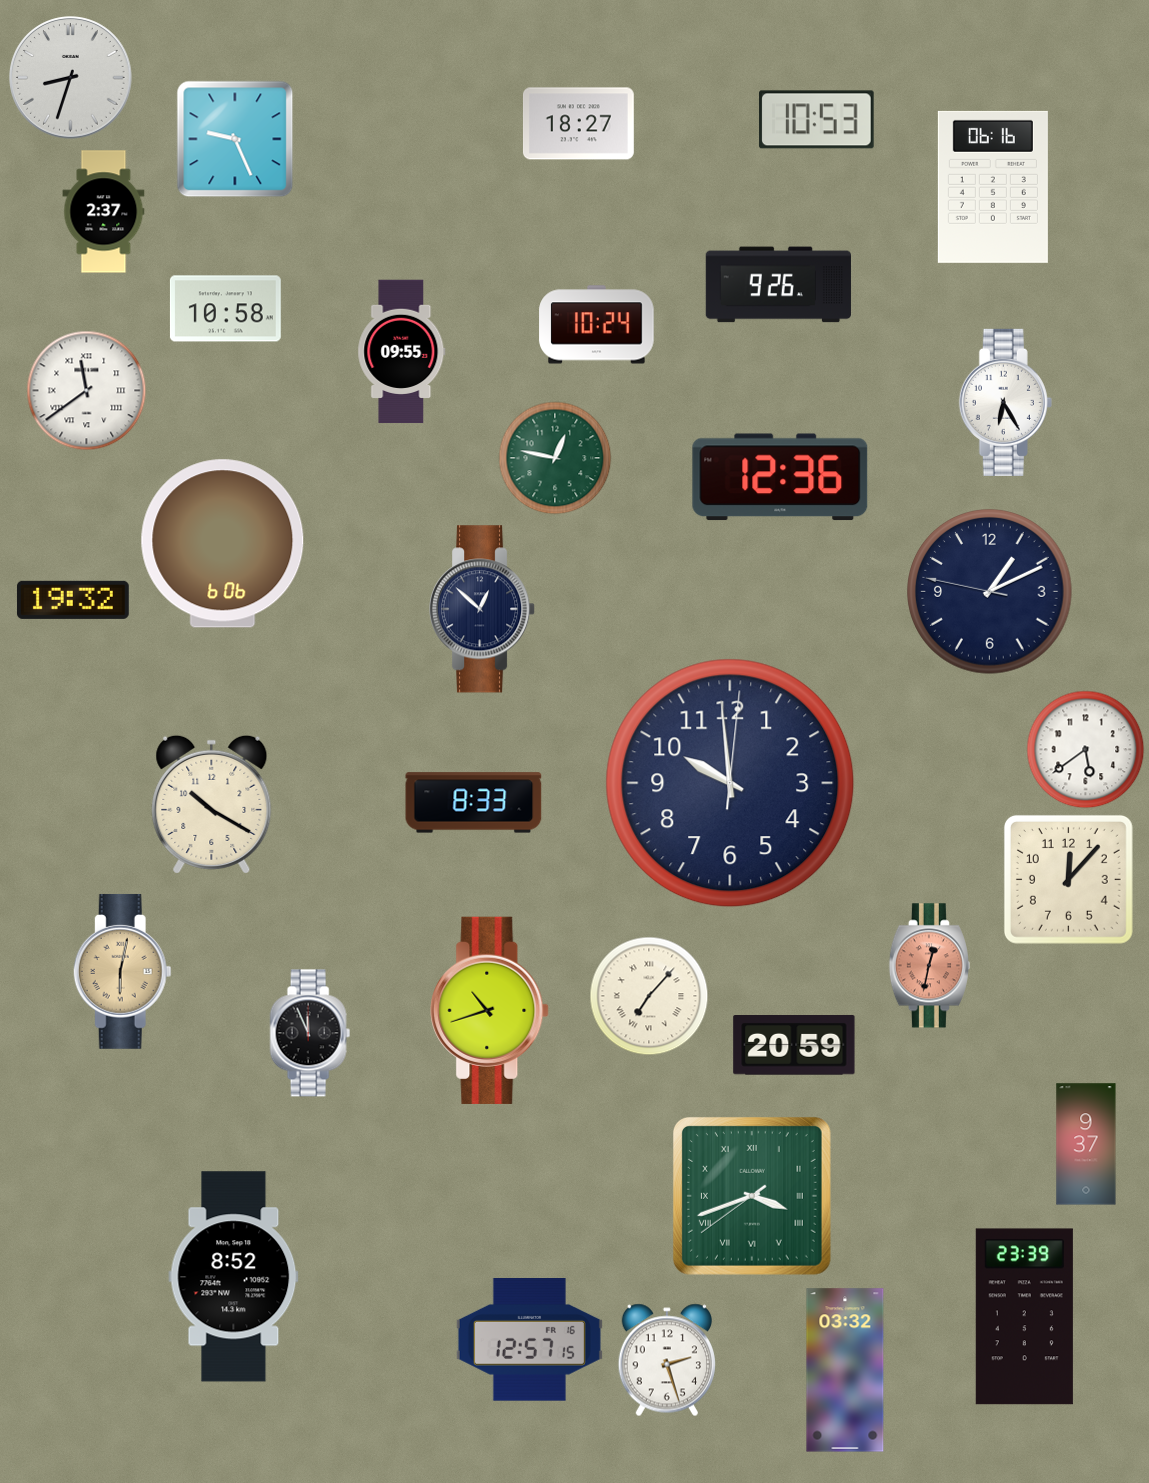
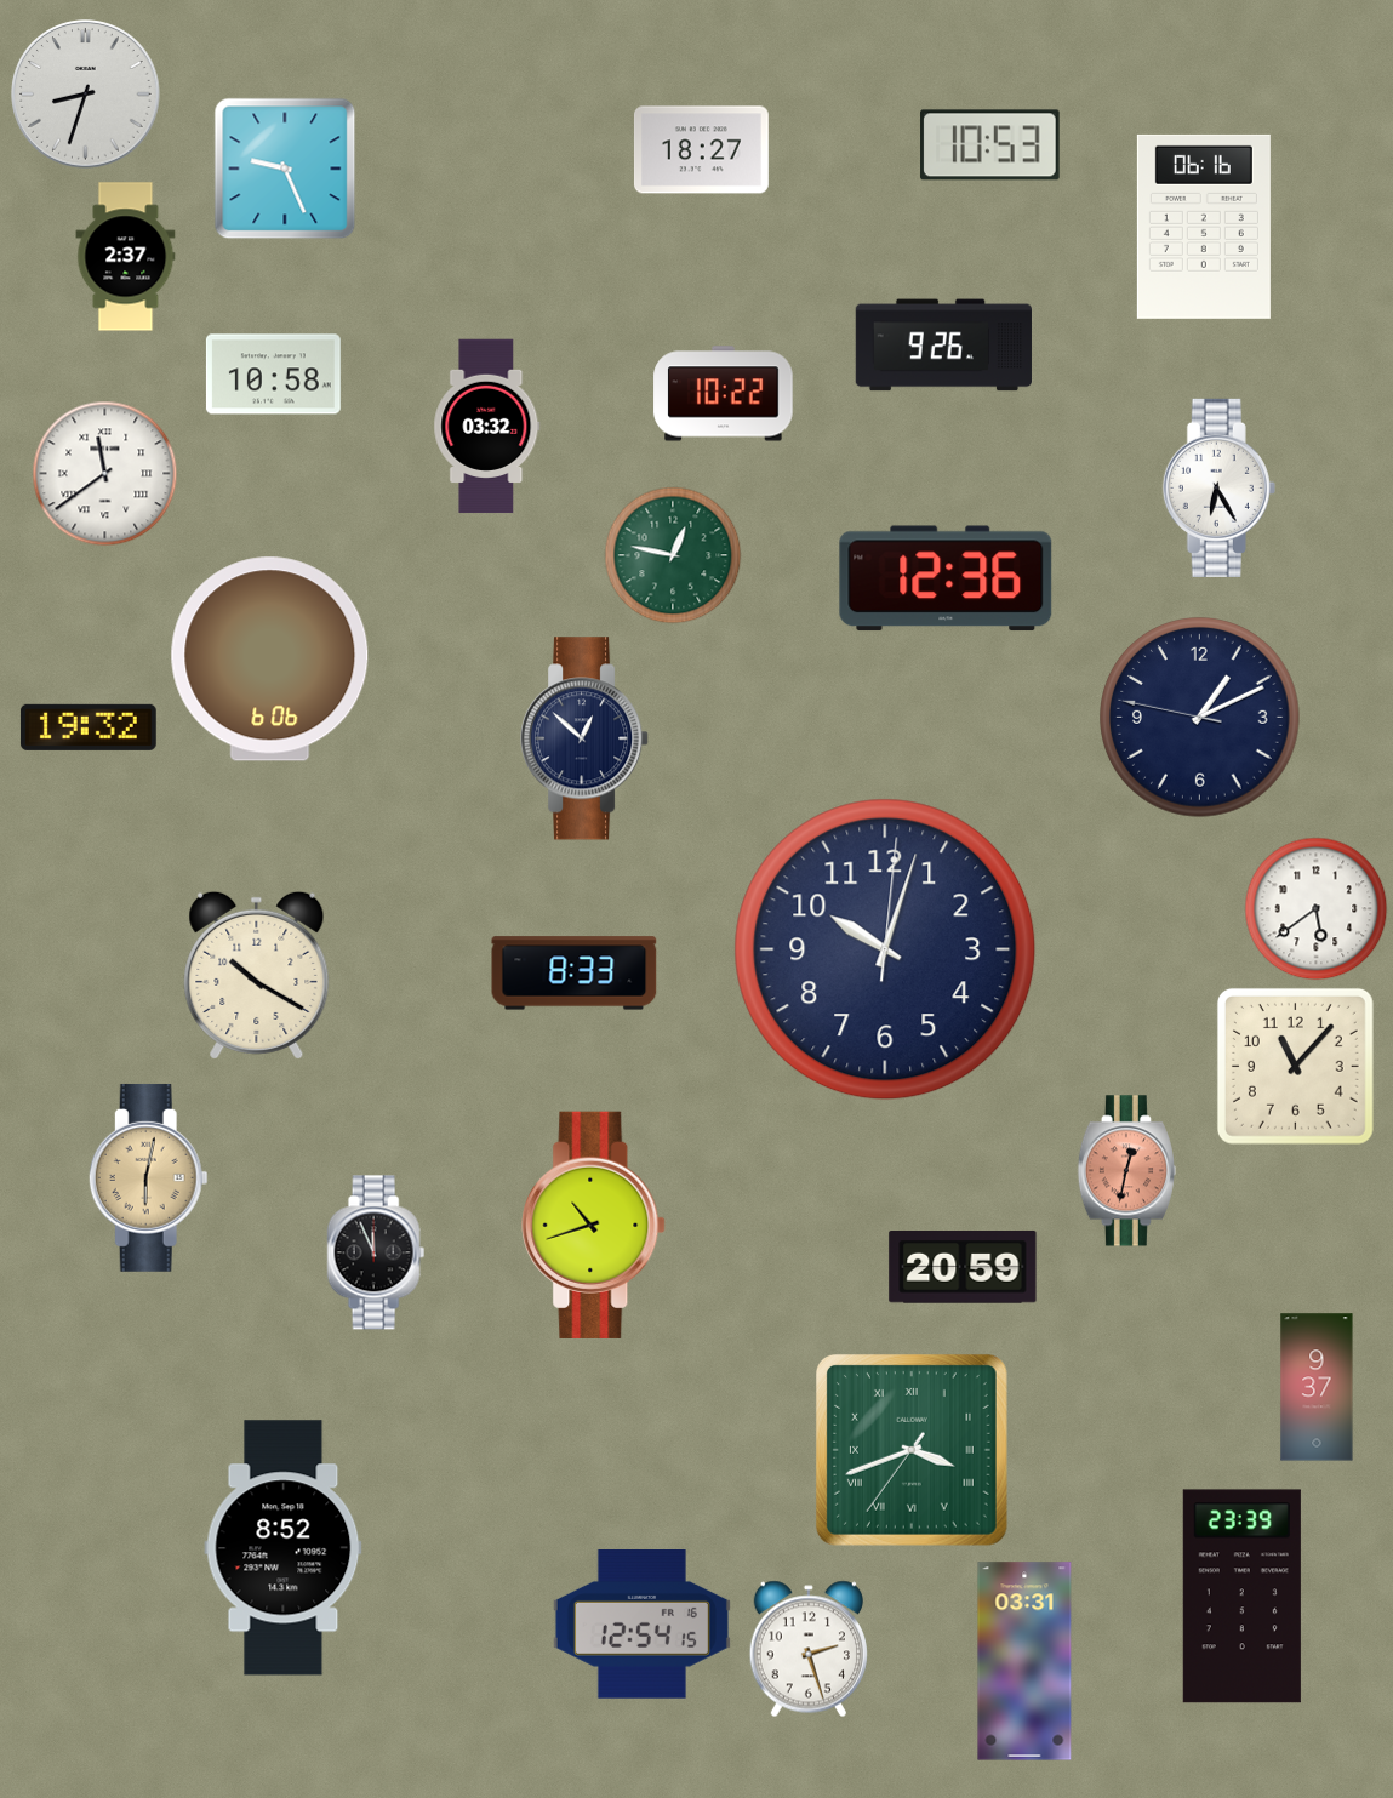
clock at (597, 325): 10:24 -> 10:22
clock at (402, 352): 09:55 -> 03:32
clock at (730, 783): 9:59 -> 10:03
clock at (1068, 879): 12:07 -> 11:07
clock at (649, 996): 7:07 -> none
clock at (752, 1196): 3:41:39 -> 3:41:36
clock at (529, 1340): 12:57 -> 12:54
clock at (845, 1370): 03:32 -> 03:31
